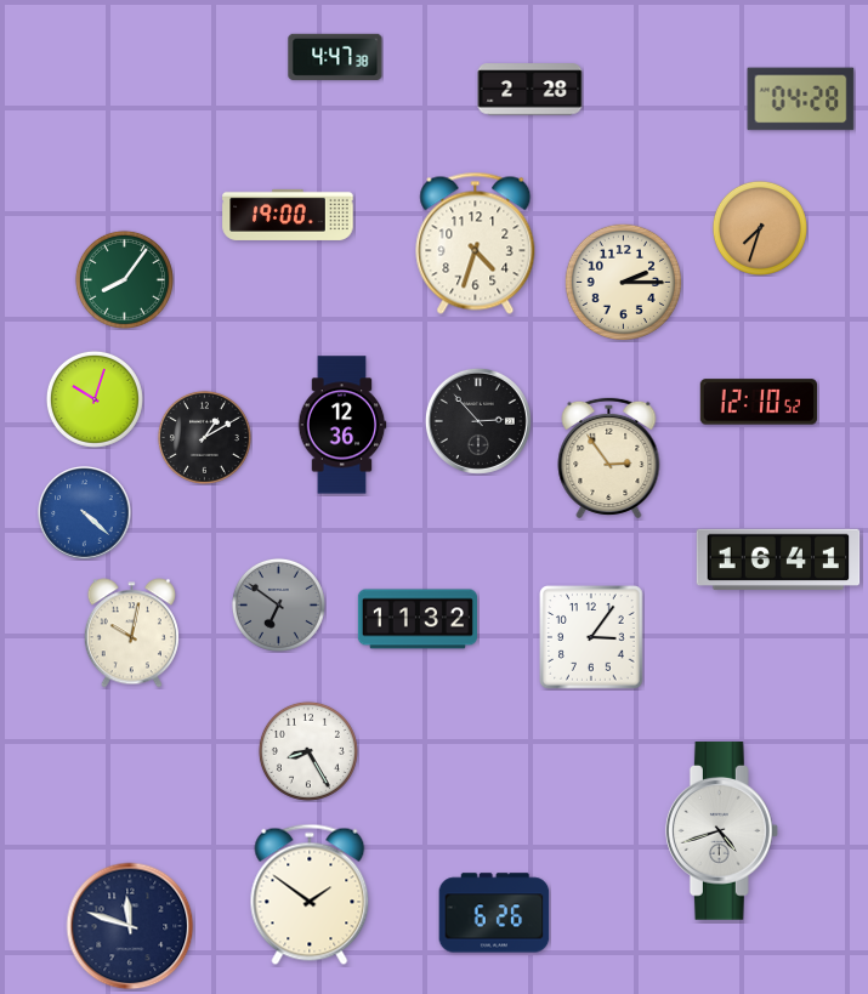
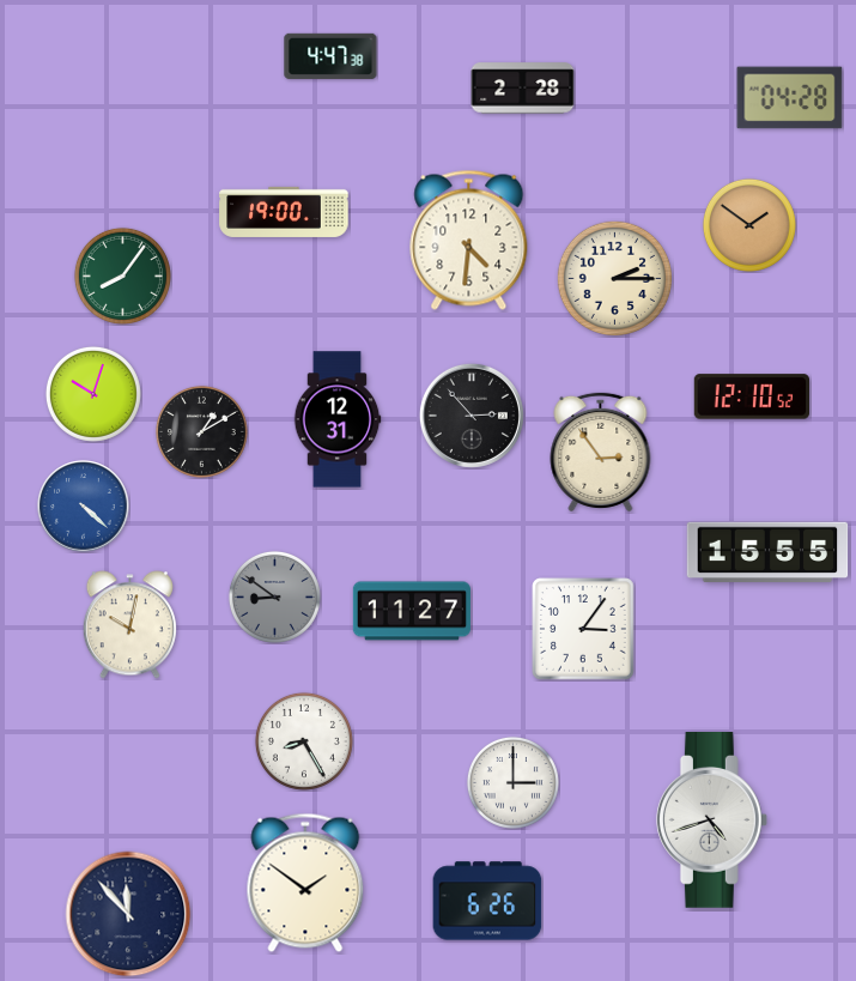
clock at (760, 228): 7:33 -> 1:51
clock at (476, 243): 4:33 -> 4:31
clock at (758, 402) position: (758, 402) -> (751, 396)
clock at (342, 425): 12:36 -> 12:31
clock at (778, 560): 16:41 -> 15:55
clock at (278, 604): 6:51 -> 8:51
clock at (418, 619): 11:32 -> 11:27
clock at (512, 782): none -> 3:00
clock at (130, 926): 11:48 -> 11:53
